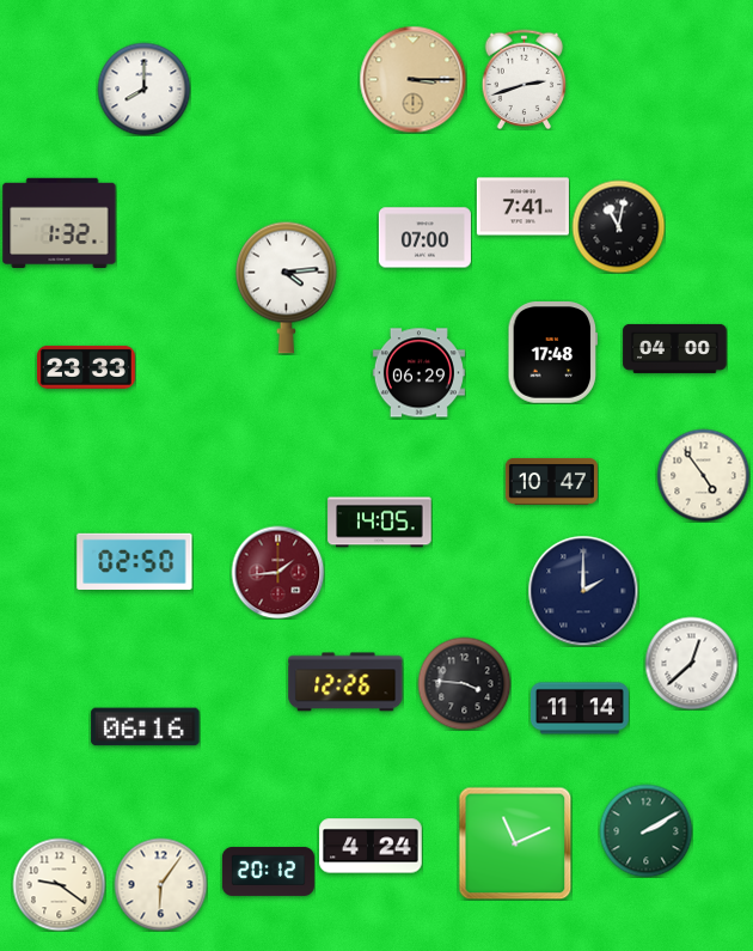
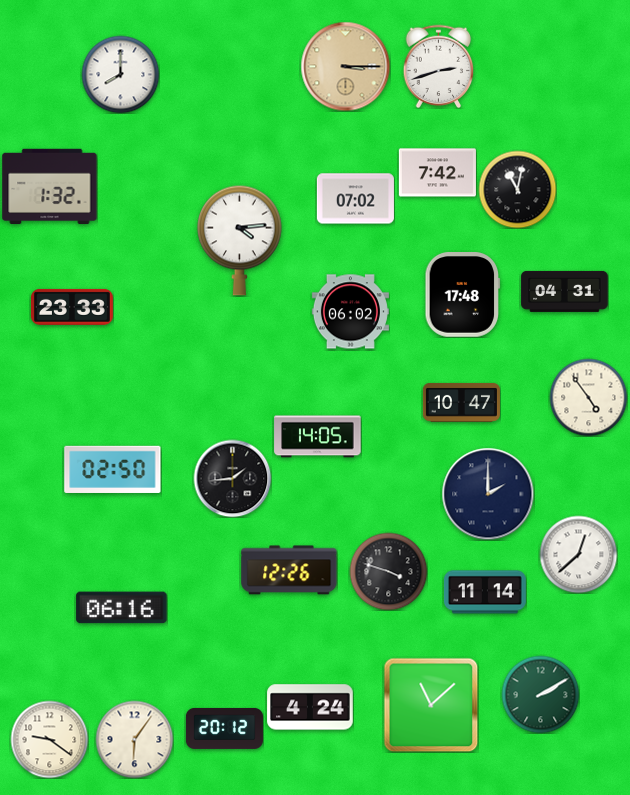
clock at (522, 207): 7:41 -> 7:42
clock at (424, 238): 07:00 -> 07:02
clock at (675, 348): 04:00 -> 04:31
clock at (418, 373): 06:29 -> 06:02
clock at (277, 572) dial: burgundy -> black
clock at (464, 683): 3:46 -> 3:48
clock at (515, 843): 11:11 -> 11:08
